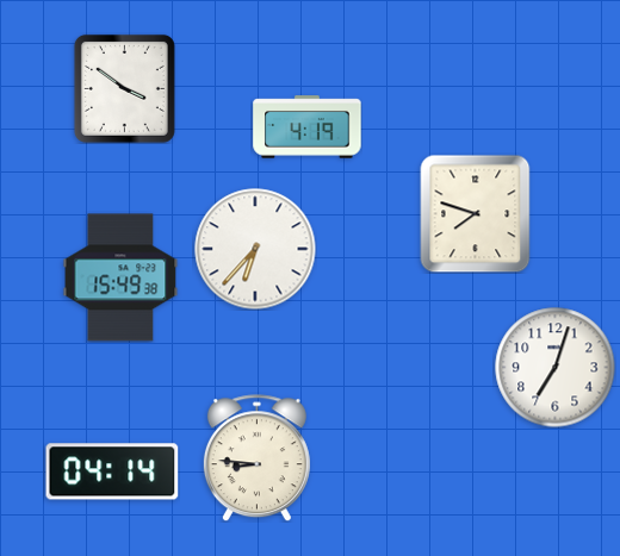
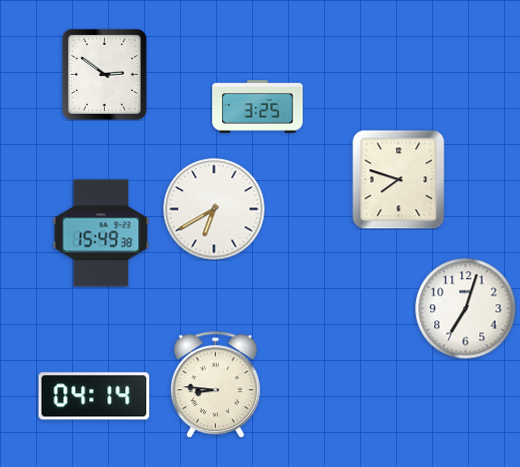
clock at (124, 88): 3:51 -> 2:51
clock at (308, 127): 4:19 -> 3:25
clock at (255, 249): 6:37 -> 6:40
